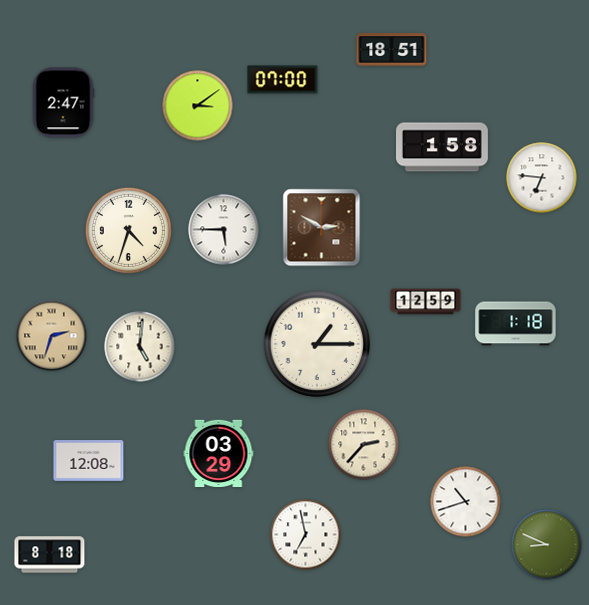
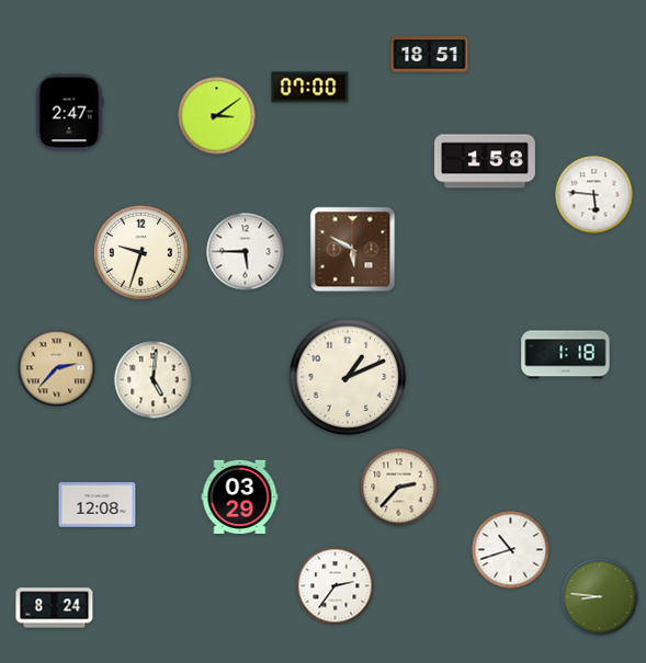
clock at (542, 178): 6:46 -> 5:46
clock at (322, 228): 2:50 -> 5:50
clock at (128, 230): 4:33 -> 9:33
clock at (426, 302): 12:59 -> none
clock at (52, 336): 2:33 -> 2:37
clock at (317, 344): 1:15 -> 1:11
clock at (306, 535): 6:58 -> 2:36
clock at (547, 545): 8:49 -> 8:46
clock at (50, 555): 8:18 -> 8:24
